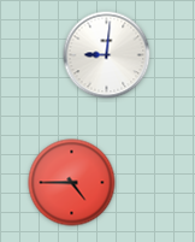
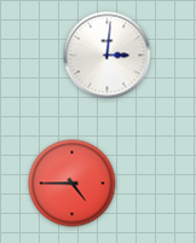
clock at (107, 55): 9:01 -> 3:01
